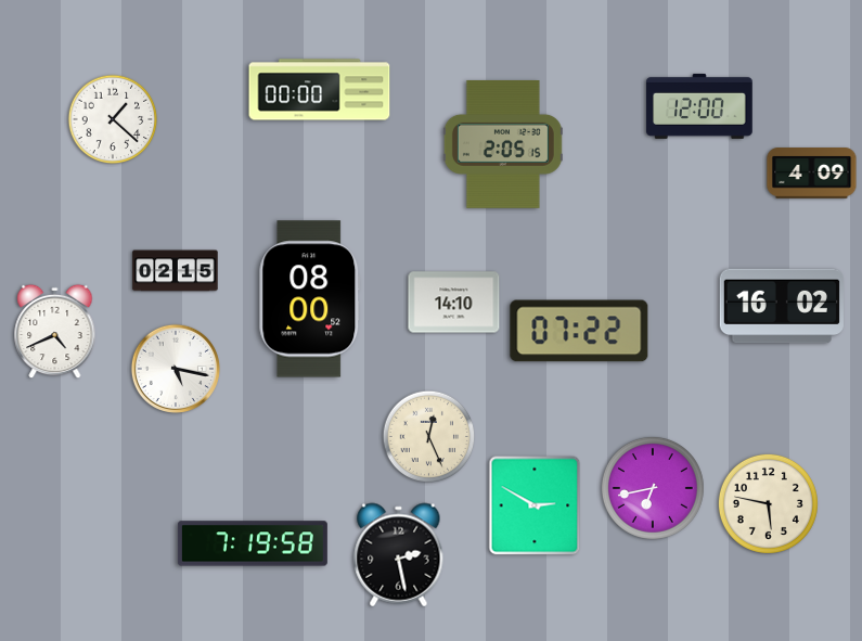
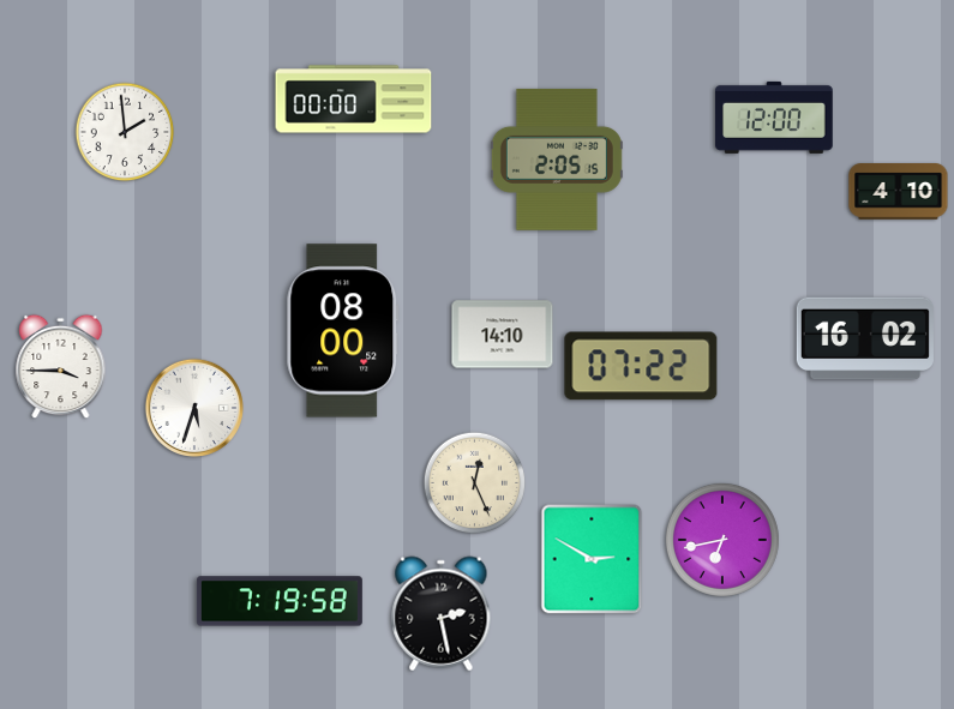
clock at (113, 119): 1:22 -> 1:59
clock at (812, 174): 4:09 -> 4:10
clock at (176, 271): 02:15 -> none
clock at (55, 332): 4:41 -> 3:45
clock at (175, 368): 5:17 -> 5:33
clock at (768, 503): 5:47 -> none
